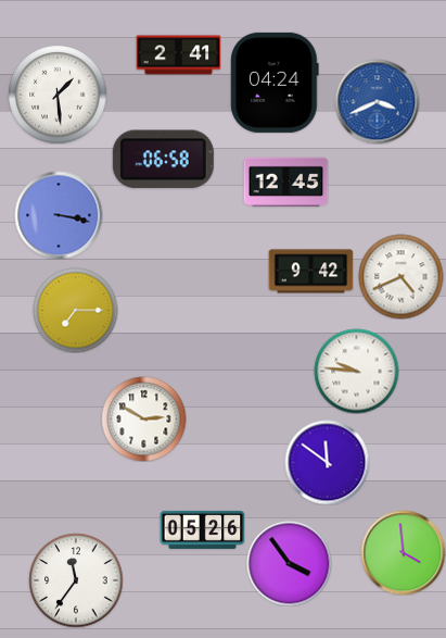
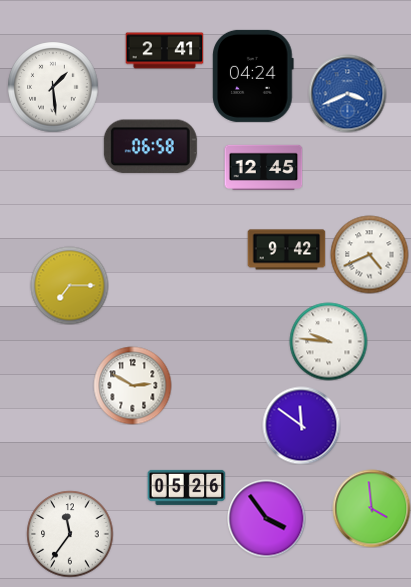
clock at (59, 215): 3:17 -> none
